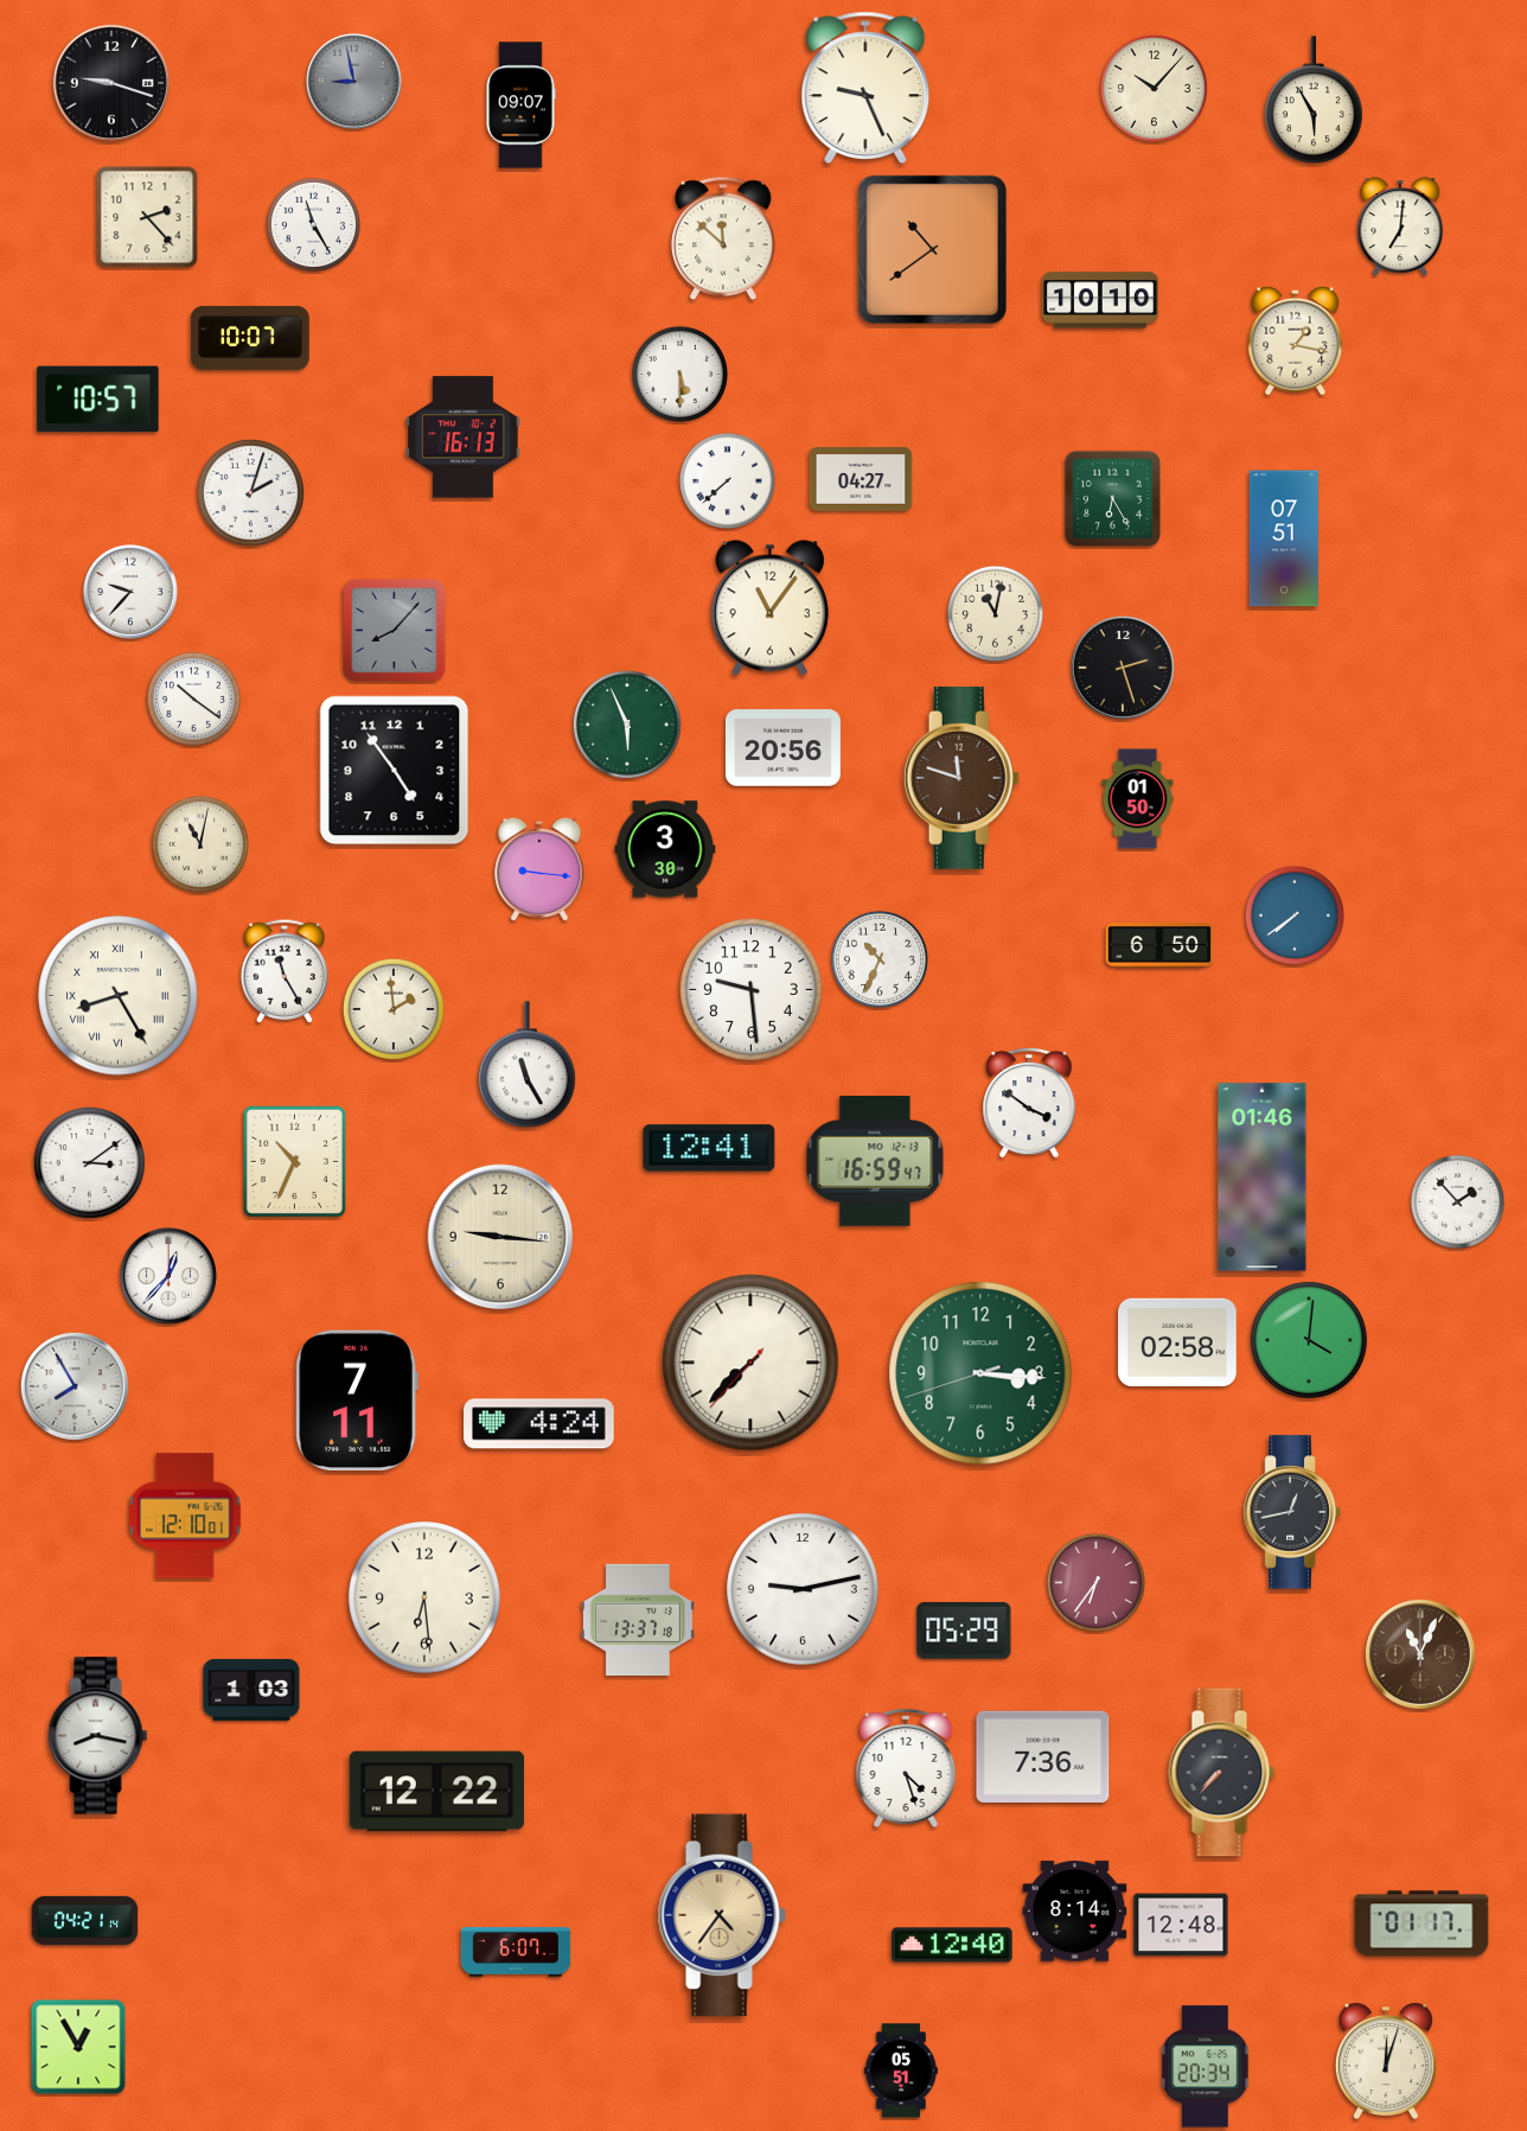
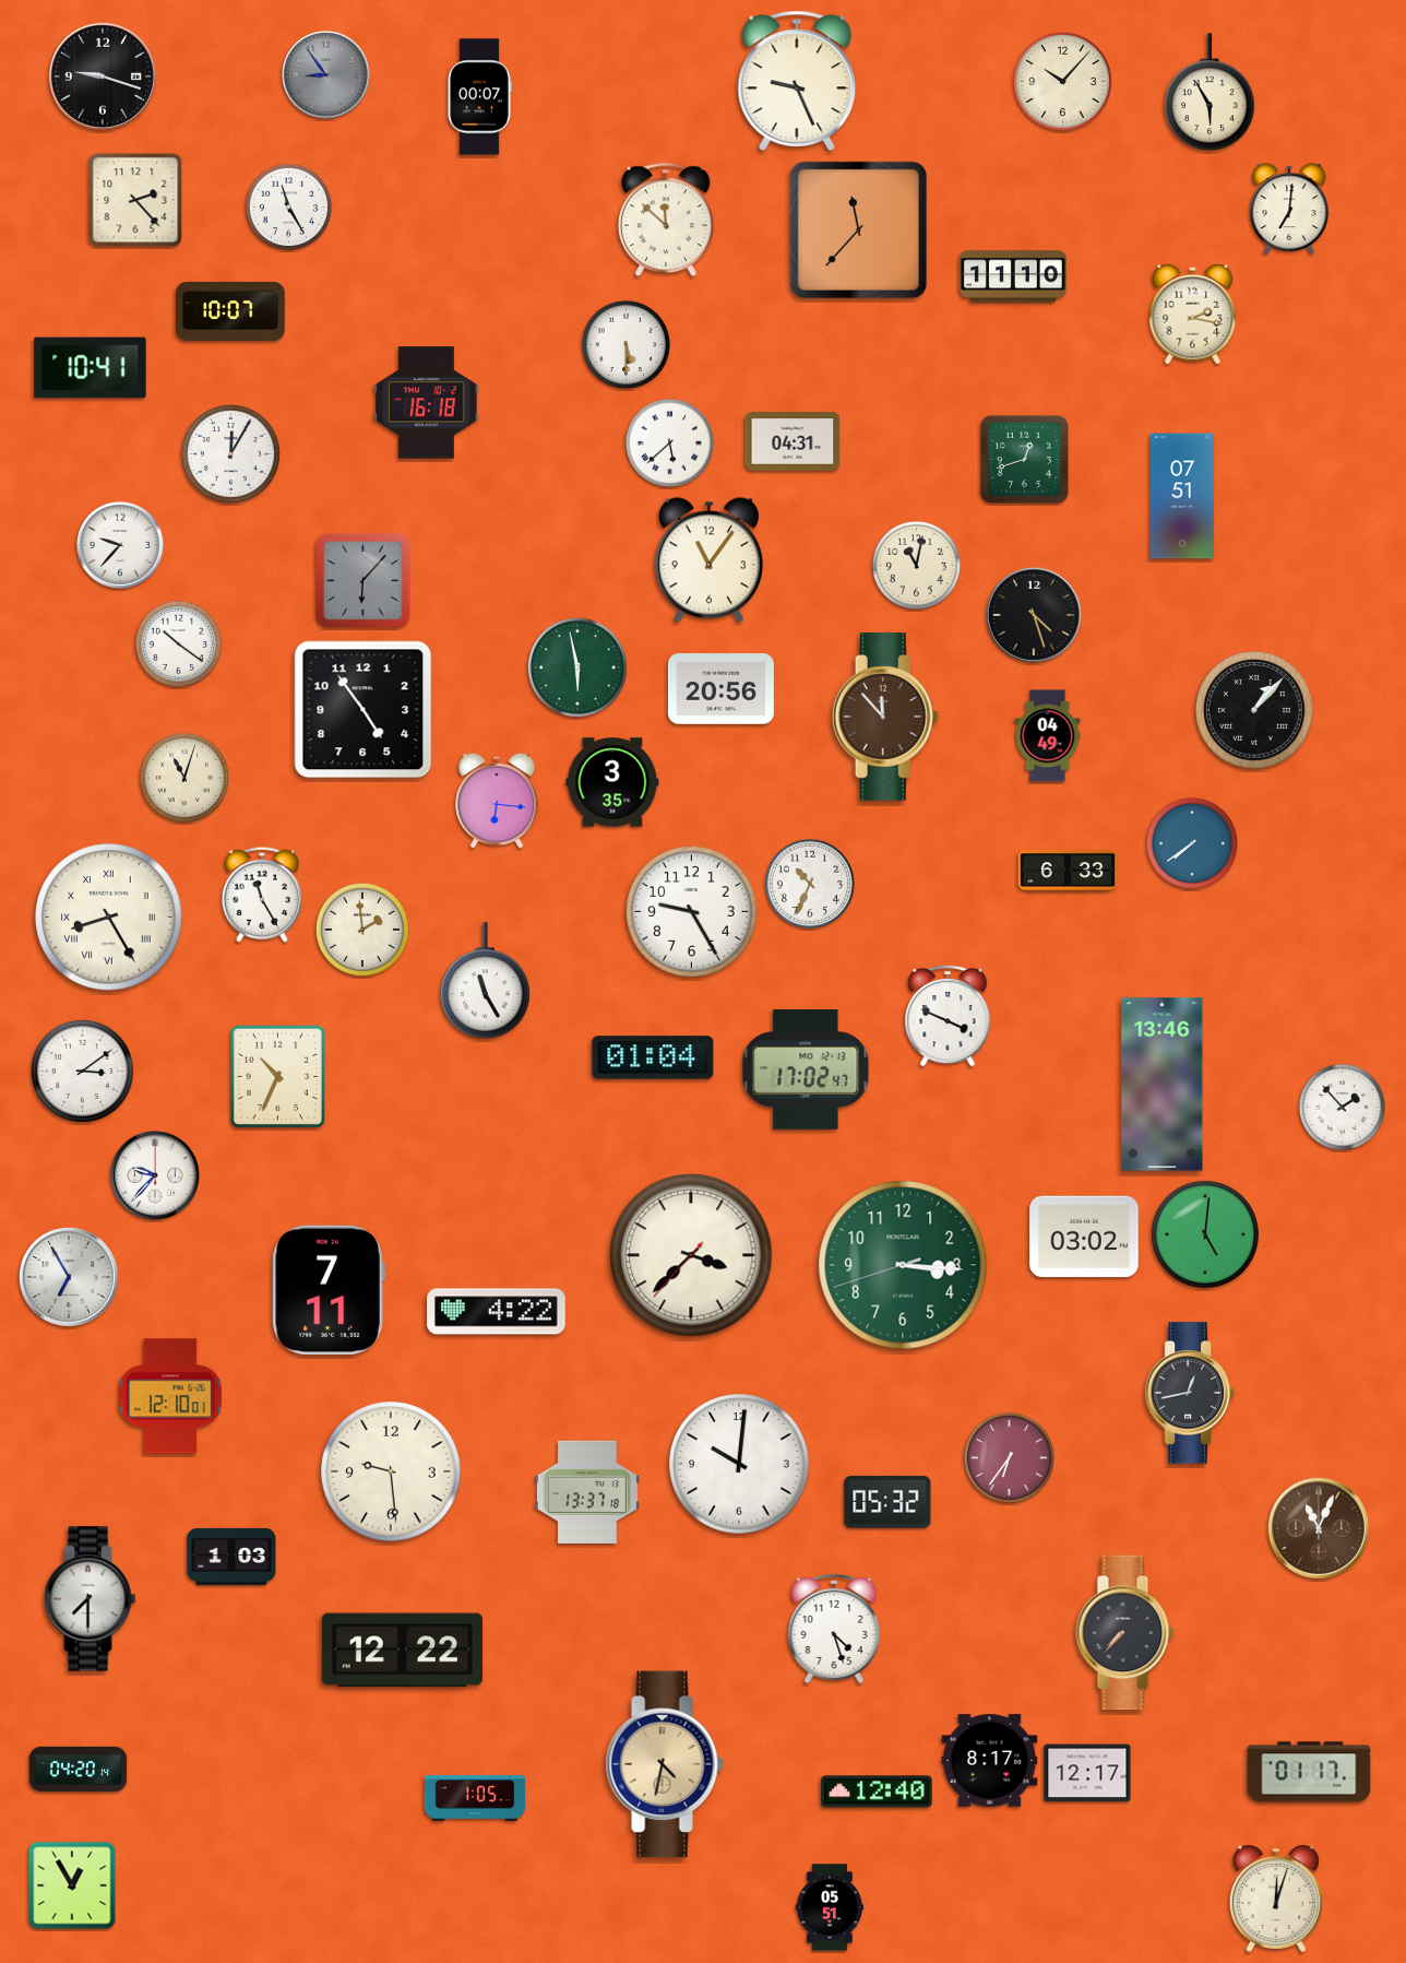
clock at (353, 81): 8:58 -> 8:54
clock at (520, 106): 09:07 -> 00:07
clock at (932, 249): 10:39 -> 11:37
clock at (1101, 300): 10:10 -> 11:10
clock at (1296, 340): 1:17 -> 2:17
clock at (98, 400): 10:57 -> 10:41
clock at (464, 438): 16:13 -> 16:18
clock at (861, 479): 04:27 -> 04:31
clock at (727, 480): 7:38 -> 5:38
clock at (250, 492): 2:03 -> 12:05
clock at (1112, 498): 6:25 -> 12:42
clock at (395, 631): 8:07 -> 6:07
clock at (1123, 668): 2:27 -> 4:27
clock at (627, 725): 5:56 -> 5:58
clock at (1254, 710): none -> 1:07
clock at (961, 779): 11:48 -> 11:53
clock at (1138, 799): 01:50 -> 04:49
clock at (200, 844): 11:02 -> 11:03
clock at (665, 849): 3:30 -> 3:35
clock at (539, 869): 9:16 -> 6:16
clock at (1159, 945): 6:50 -> 6:33
clock at (752, 990): 9:29 -> 9:25
clock at (1029, 1103): 3:51 -> 3:49
clock at (709, 1148): 12:41 -> 01:04
clock at (294, 1161) position: (294, 1161) -> (277, 1076)
clock at (875, 1161): 16:59 -> 17:02
clock at (1263, 1178): 01:46 -> 13:46
clock at (500, 1237): 9:16 -> none
clock at (168, 1276): 12:37 -> 9:37
clock at (1309, 1340): 4:01 -> 5:01
clock at (1177, 1342): 02:58 -> 03:02
clock at (750, 1363): 7:37 -> 3:37
clock at (75, 1386): 7:55 -> 6:55
clock at (539, 1424): 4:24 -> 4:22
clock at (803, 1589): 9:13 -> 10:01
clock at (424, 1597): 6:29 -> 9:29
clock at (964, 1631): 05:29 -> 05:32
clock at (1420, 1654) position: (1420, 1654) -> (1319, 1528)
clock at (98, 1736): 8:17 -> 7:30
clock at (1043, 1756): 7:36 -> none
clock at (1075, 1912): 8:14 -> 8:17
clock at (722, 1915): 4:36 -> 4:32
clock at (85, 1921): 04:21 -> 04:20
clock at (1181, 1925): 12:48 -> 12:17
clock at (516, 1952): 6:07 -> 1:05
clock at (1206, 2067): 20:34 -> none
